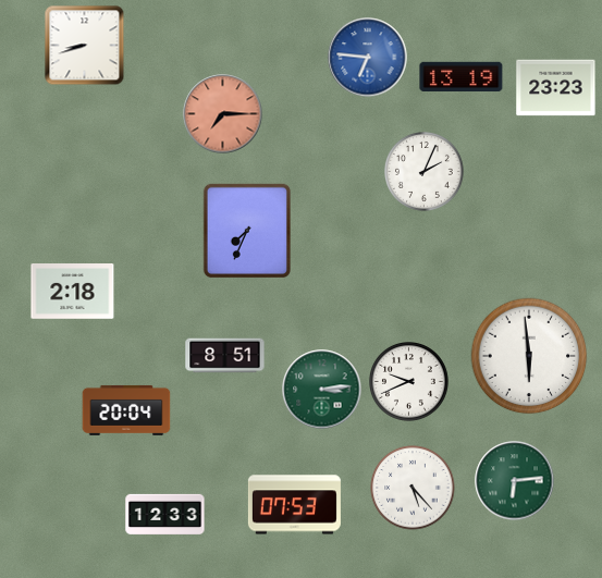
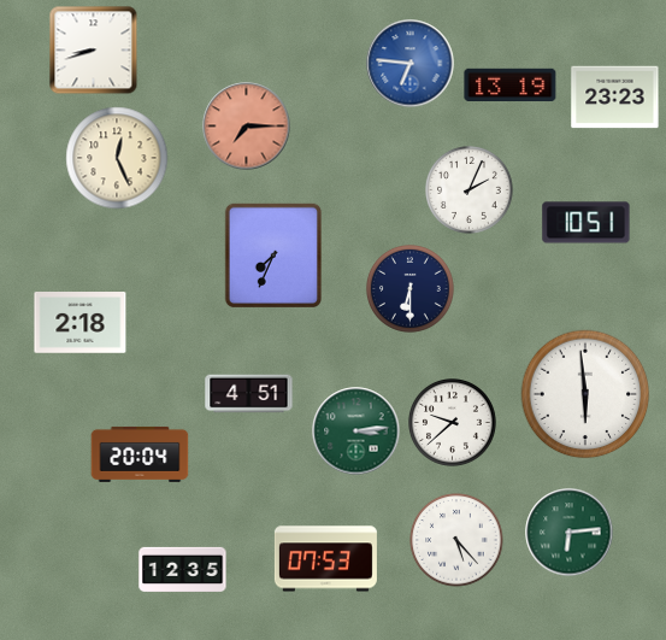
clock at (368, 58) position: (368, 58) -> (411, 64)
clock at (117, 158): none -> 12:26
clock at (587, 223): none -> 10:51
clock at (411, 289): none -> 6:30
clock at (225, 356): 8:51 -> 4:51
clock at (409, 382): 9:41 -> 9:38
clock at (165, 514): 12:33 -> 12:35
